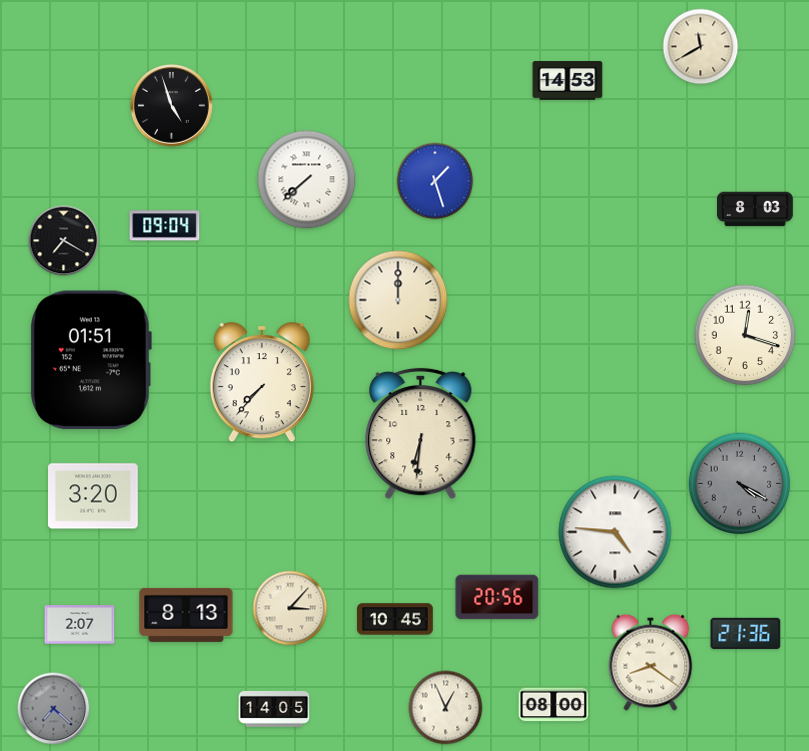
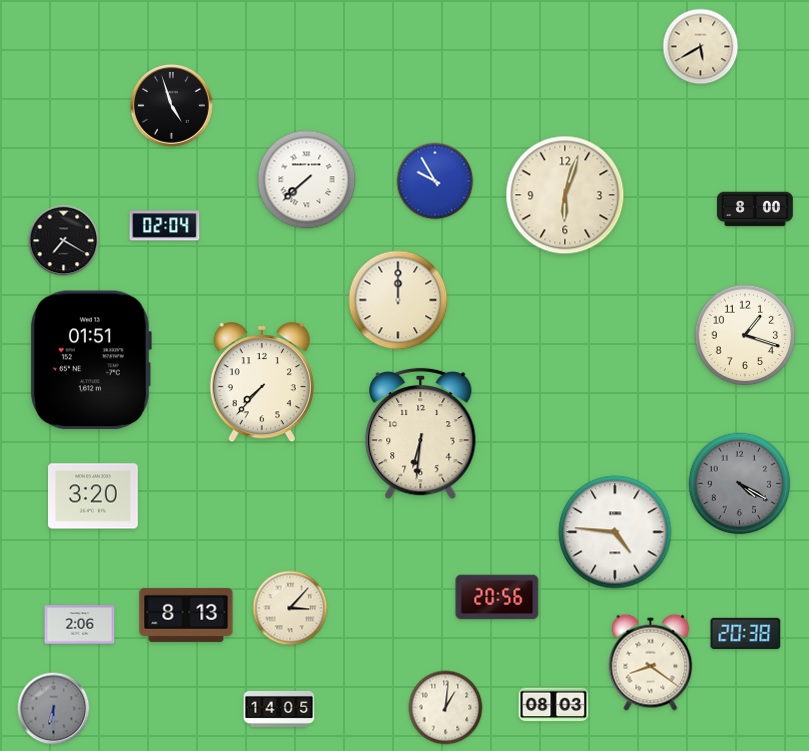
clock at (701, 47): 11:40 -> 5:40
clock at (568, 81): 14:53 -> none
clock at (435, 181): 1:27 -> 9:55
clock at (565, 195): none -> 6:03
clock at (756, 209): 8:03 -> 8:00
clock at (165, 226): 09:04 -> 02:04
clock at (745, 335): 12:18 -> 1:18
clock at (395, 619): 10:45 -> none
clock at (80, 625): 2:07 -> 2:06
clock at (746, 633): 21:36 -> 20:38
clock at (554, 705): 08:00 -> 08:03
clock at (446, 708): 12:56 -> 1:01
clock at (54, 709): 7:22 -> 6:30
clock at (274, 709) position: (274, 709) -> (279, 709)
